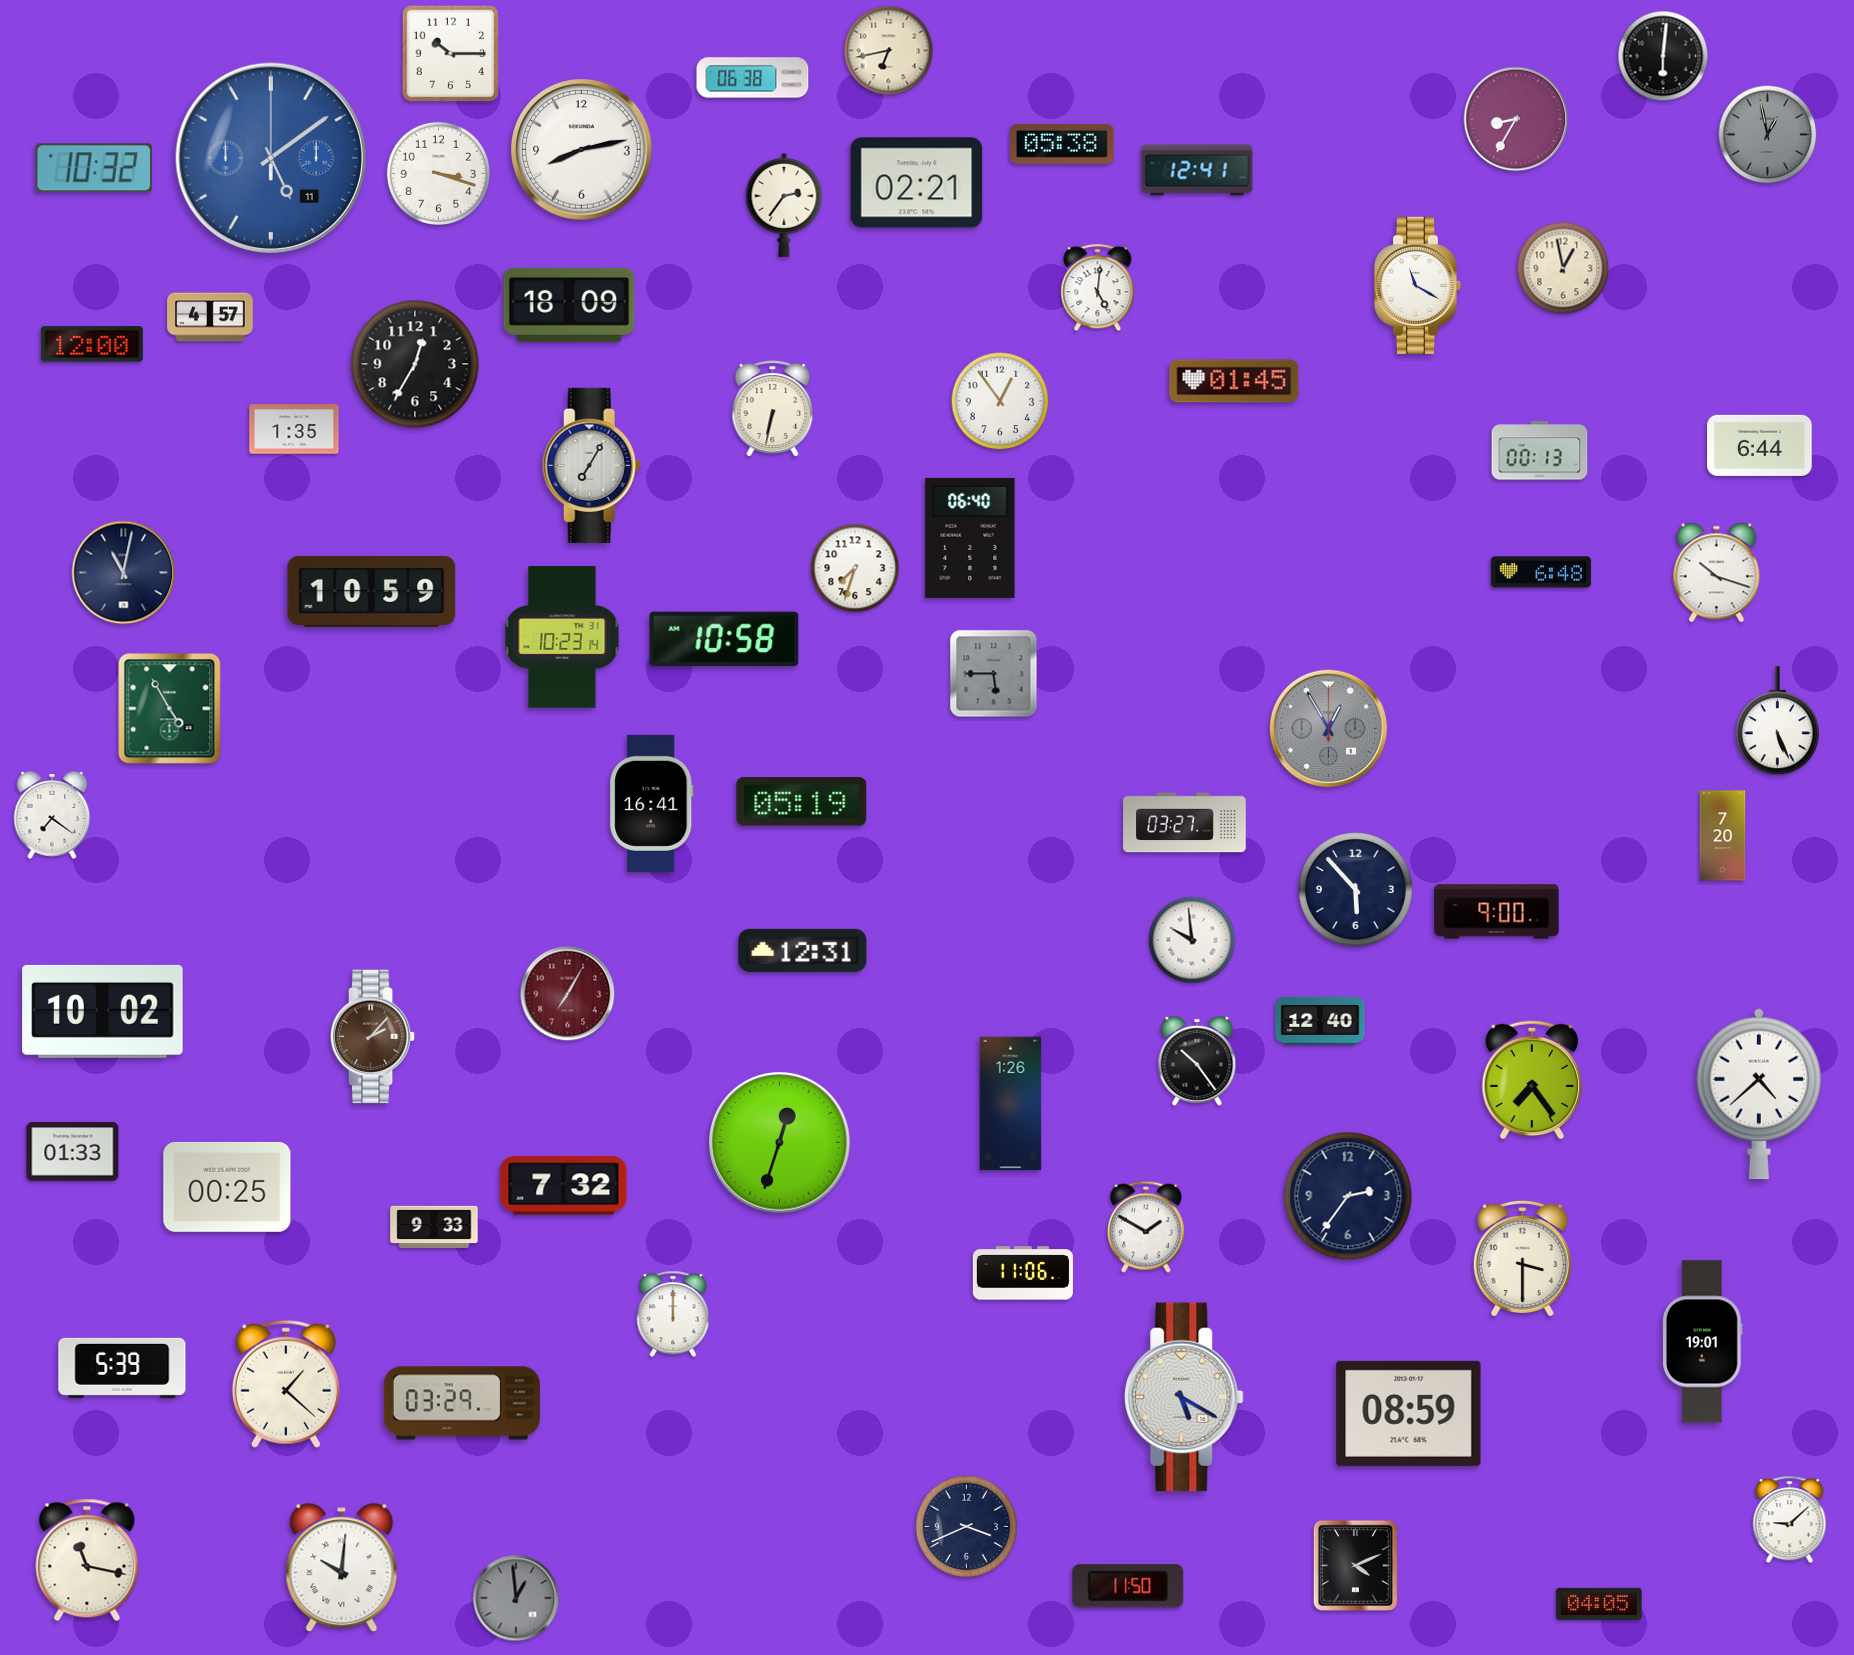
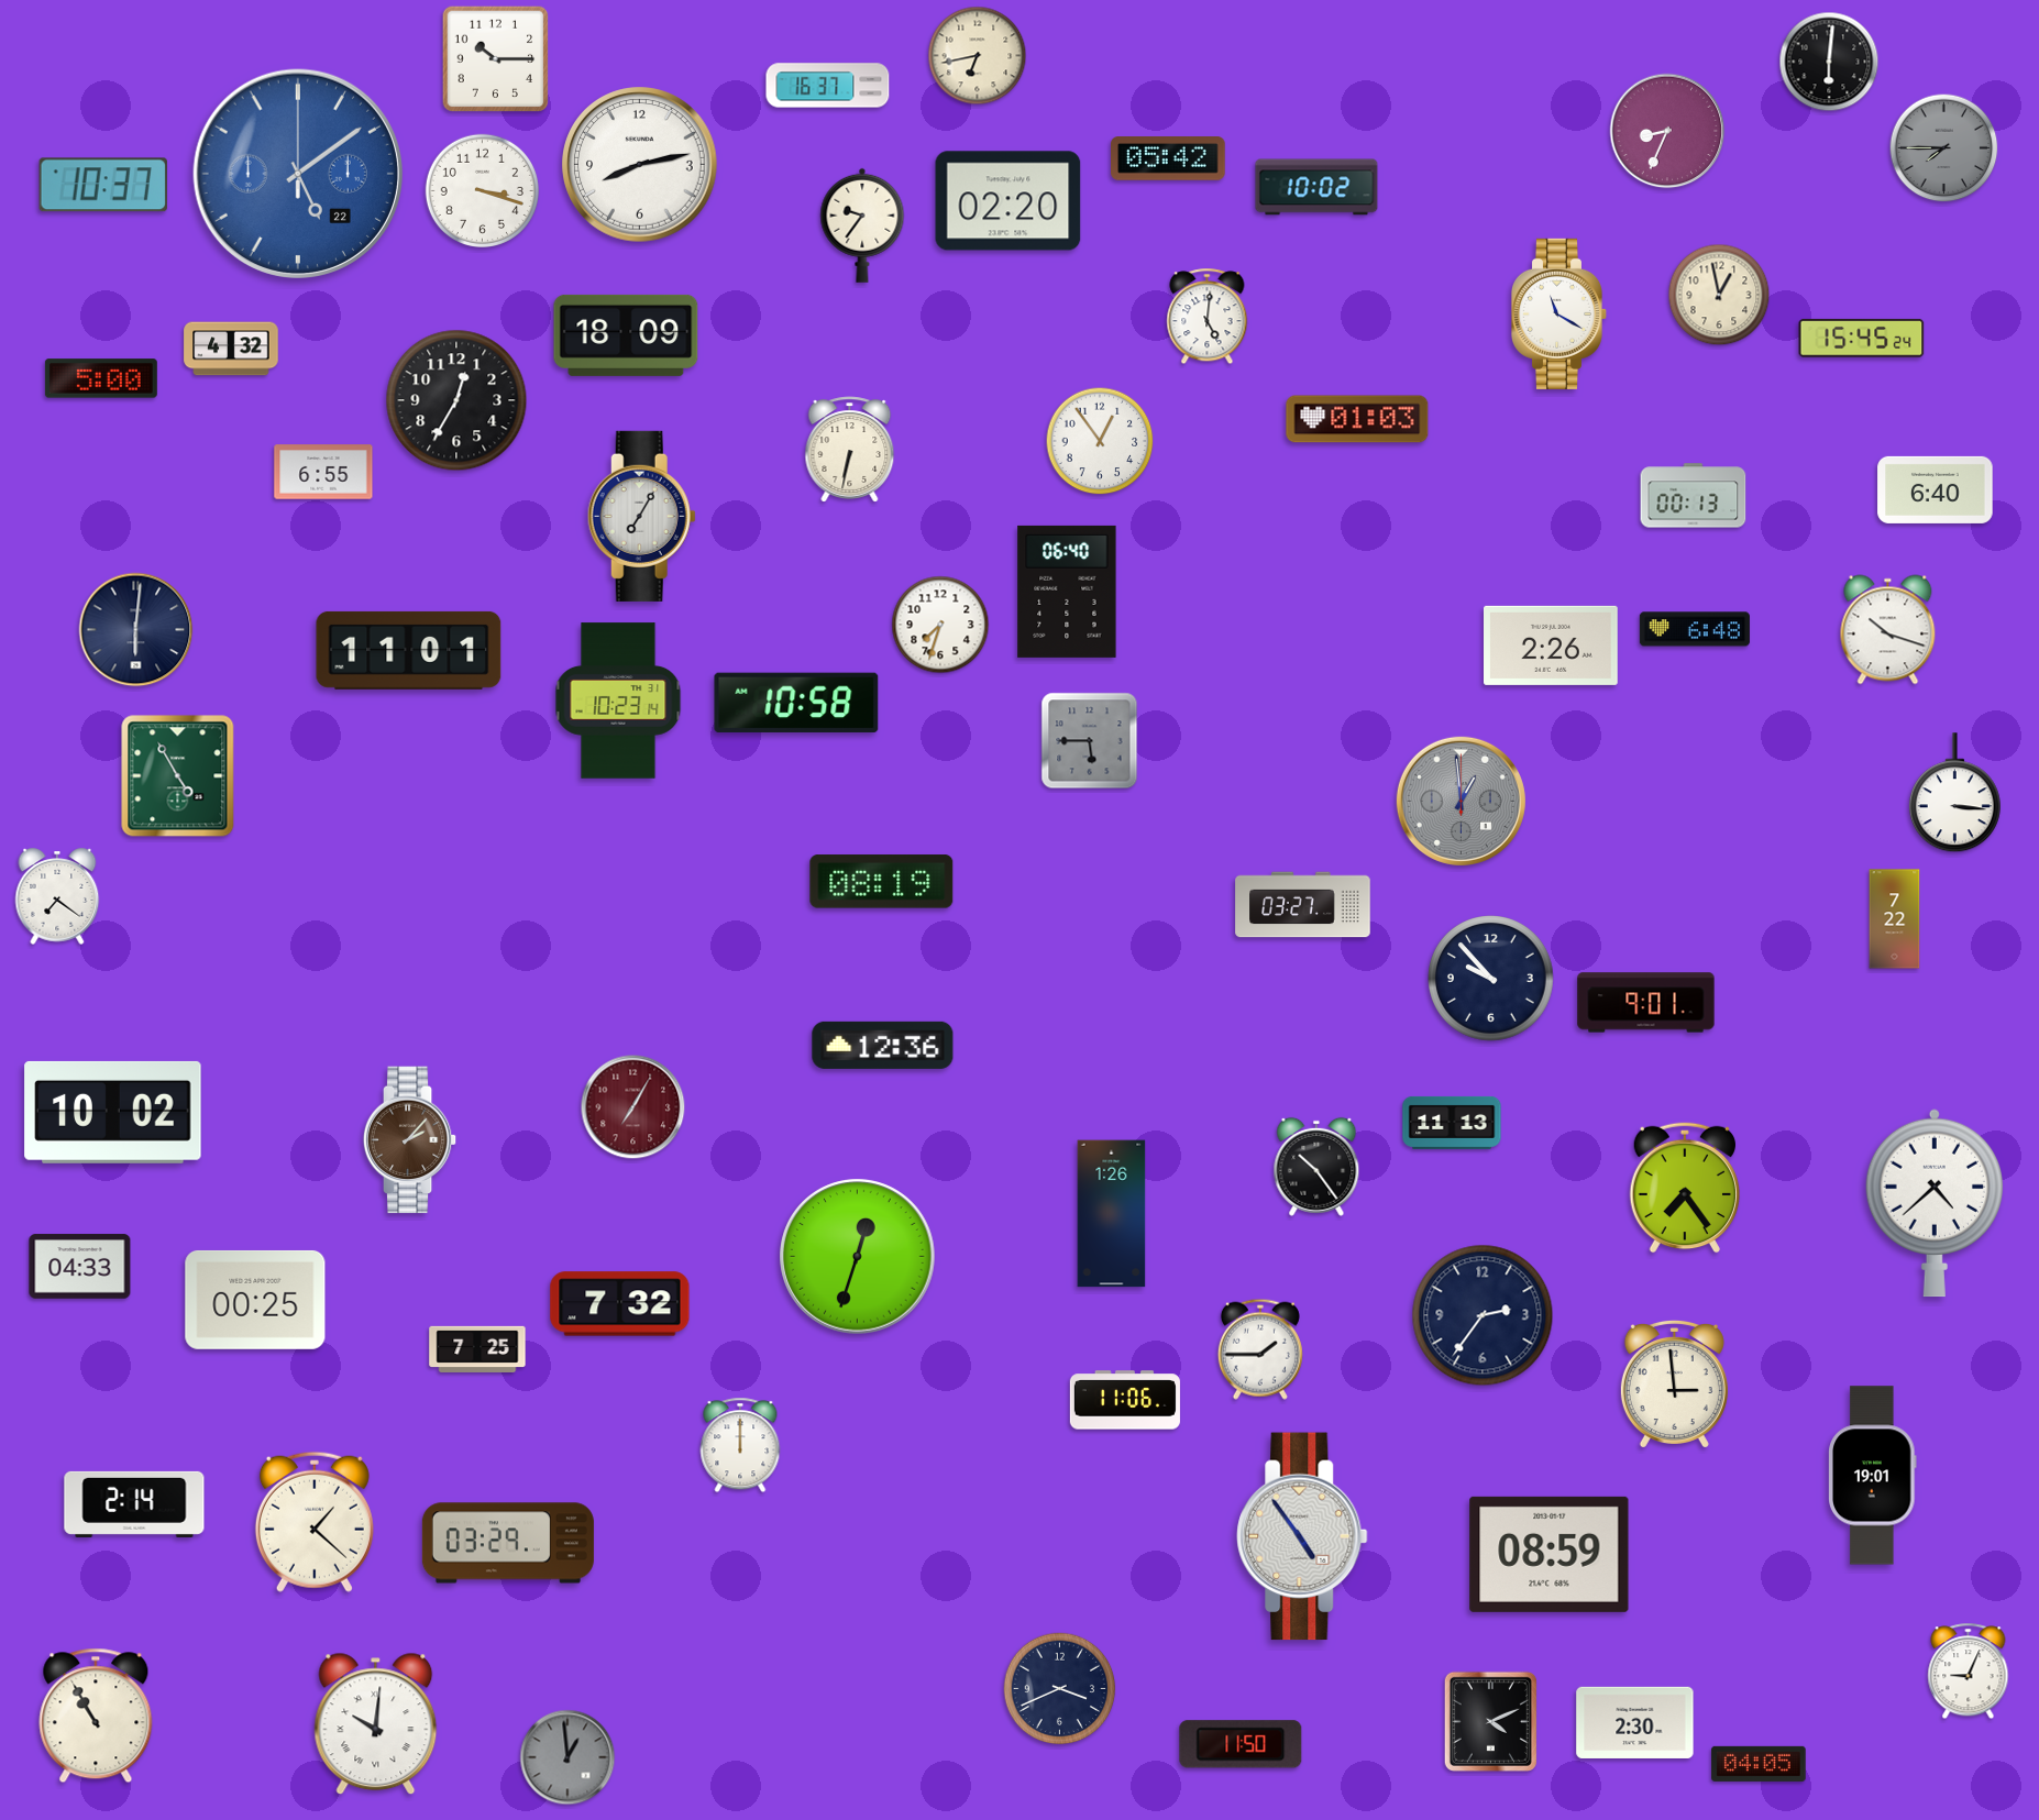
clock at (753, 78): 06:38 -> 16:37
clock at (1516, 119): 8:35 -> 8:34
clock at (1768, 135): 12:58 -> 7:45
clock at (1063, 145): 05:38 -> 05:42
clock at (270, 157) date: 11 -> 22
clock at (94, 168): 10:32 -> 10:37
clock at (1197, 170): 12:41 -> 10:02
clock at (917, 183): 02:21 -> 02:20
clock at (784, 205): 2:36 -> 9:36
clock at (1862, 338): none -> 15:45
clock at (210, 317): 4:57 -> 4:32
clock at (92, 344): 12:00 -> 5:00
clock at (1234, 381): 01:45 -> 01:03
clock at (294, 429): 1:35 -> 6:55
clock at (1760, 445): 6:44 -> 6:40
clock at (591, 465) position: (591, 465) -> (641, 516)
clock at (124, 573): 11:02 -> 6:01
clock at (1552, 646): none -> 2:26
clock at (372, 591): 10:59 -> 11:01
clock at (994, 674) position: (994, 674) -> (1090, 741)
clock at (170, 709) position: (170, 709) -> (178, 776)
clock at (1777, 721): 5:26 -> 3:16
clock at (1328, 728): 12:55 -> 12:59
clock at (802, 802): 05:19 -> 08:19
clock at (652, 803): 16:41 -> none
clock at (1723, 836): 7:20 -> 7:22
clock at (1356, 890): 5:53 -> 9:53
clock at (1497, 912): 9:00 -> 9:01
clock at (1192, 940): 9:59 -> none
clock at (803, 950): 12:31 -> 12:36
clock at (568, 994) position: (568, 994) -> (633, 1107)
clock at (1320, 1021): 12:40 -> 11:13
clock at (73, 1152): 01:33 -> 04:33
clock at (227, 1187) position: (227, 1187) -> (255, 1300)
clock at (434, 1227): 9:33 -> 7:25
clock at (1146, 1227): 1:50 -> 1:45
clock at (1522, 1258): 3:30 -> 2:59
clock at (122, 1368): 5:39 -> 2:14
clock at (1184, 1397): 5:20 -> 4:54
clock at (1790, 1520): 9:08 -> 9:04
clock at (967, 1527) position: (967, 1527) -> (1060, 1689)
clock at (87, 1560): 11:17 -> 10:55
clock at (1635, 1722): none -> 2:30
